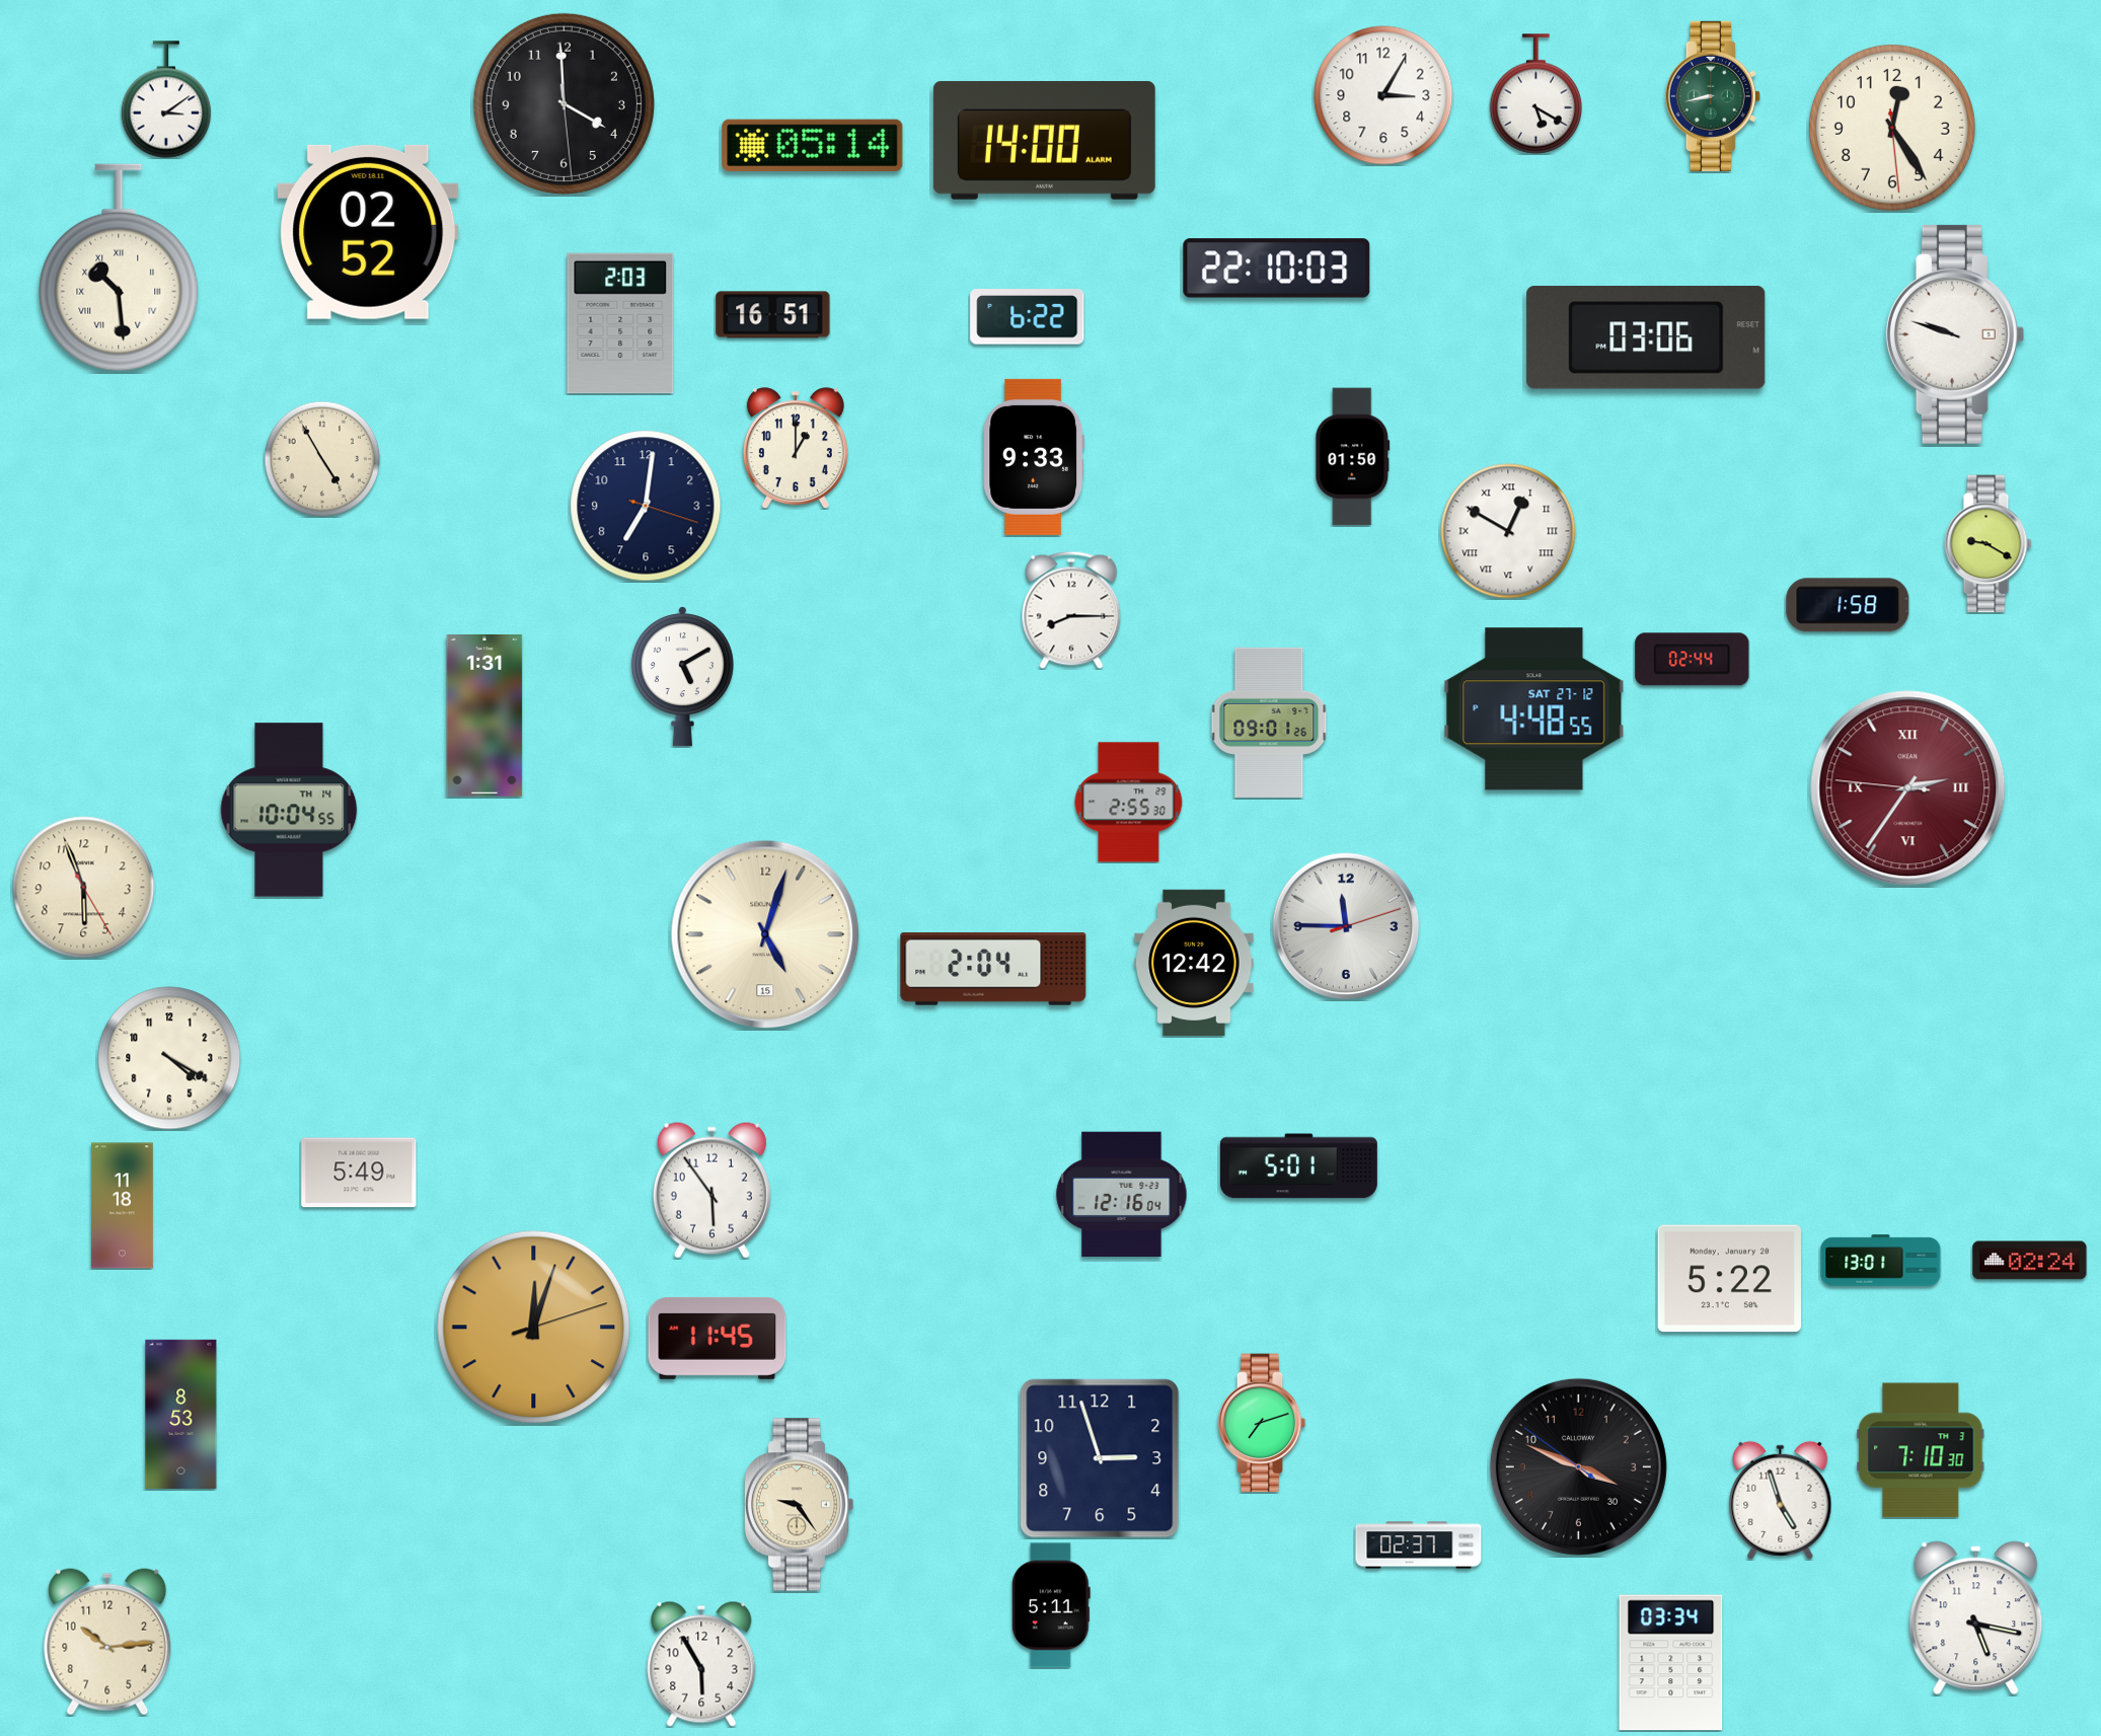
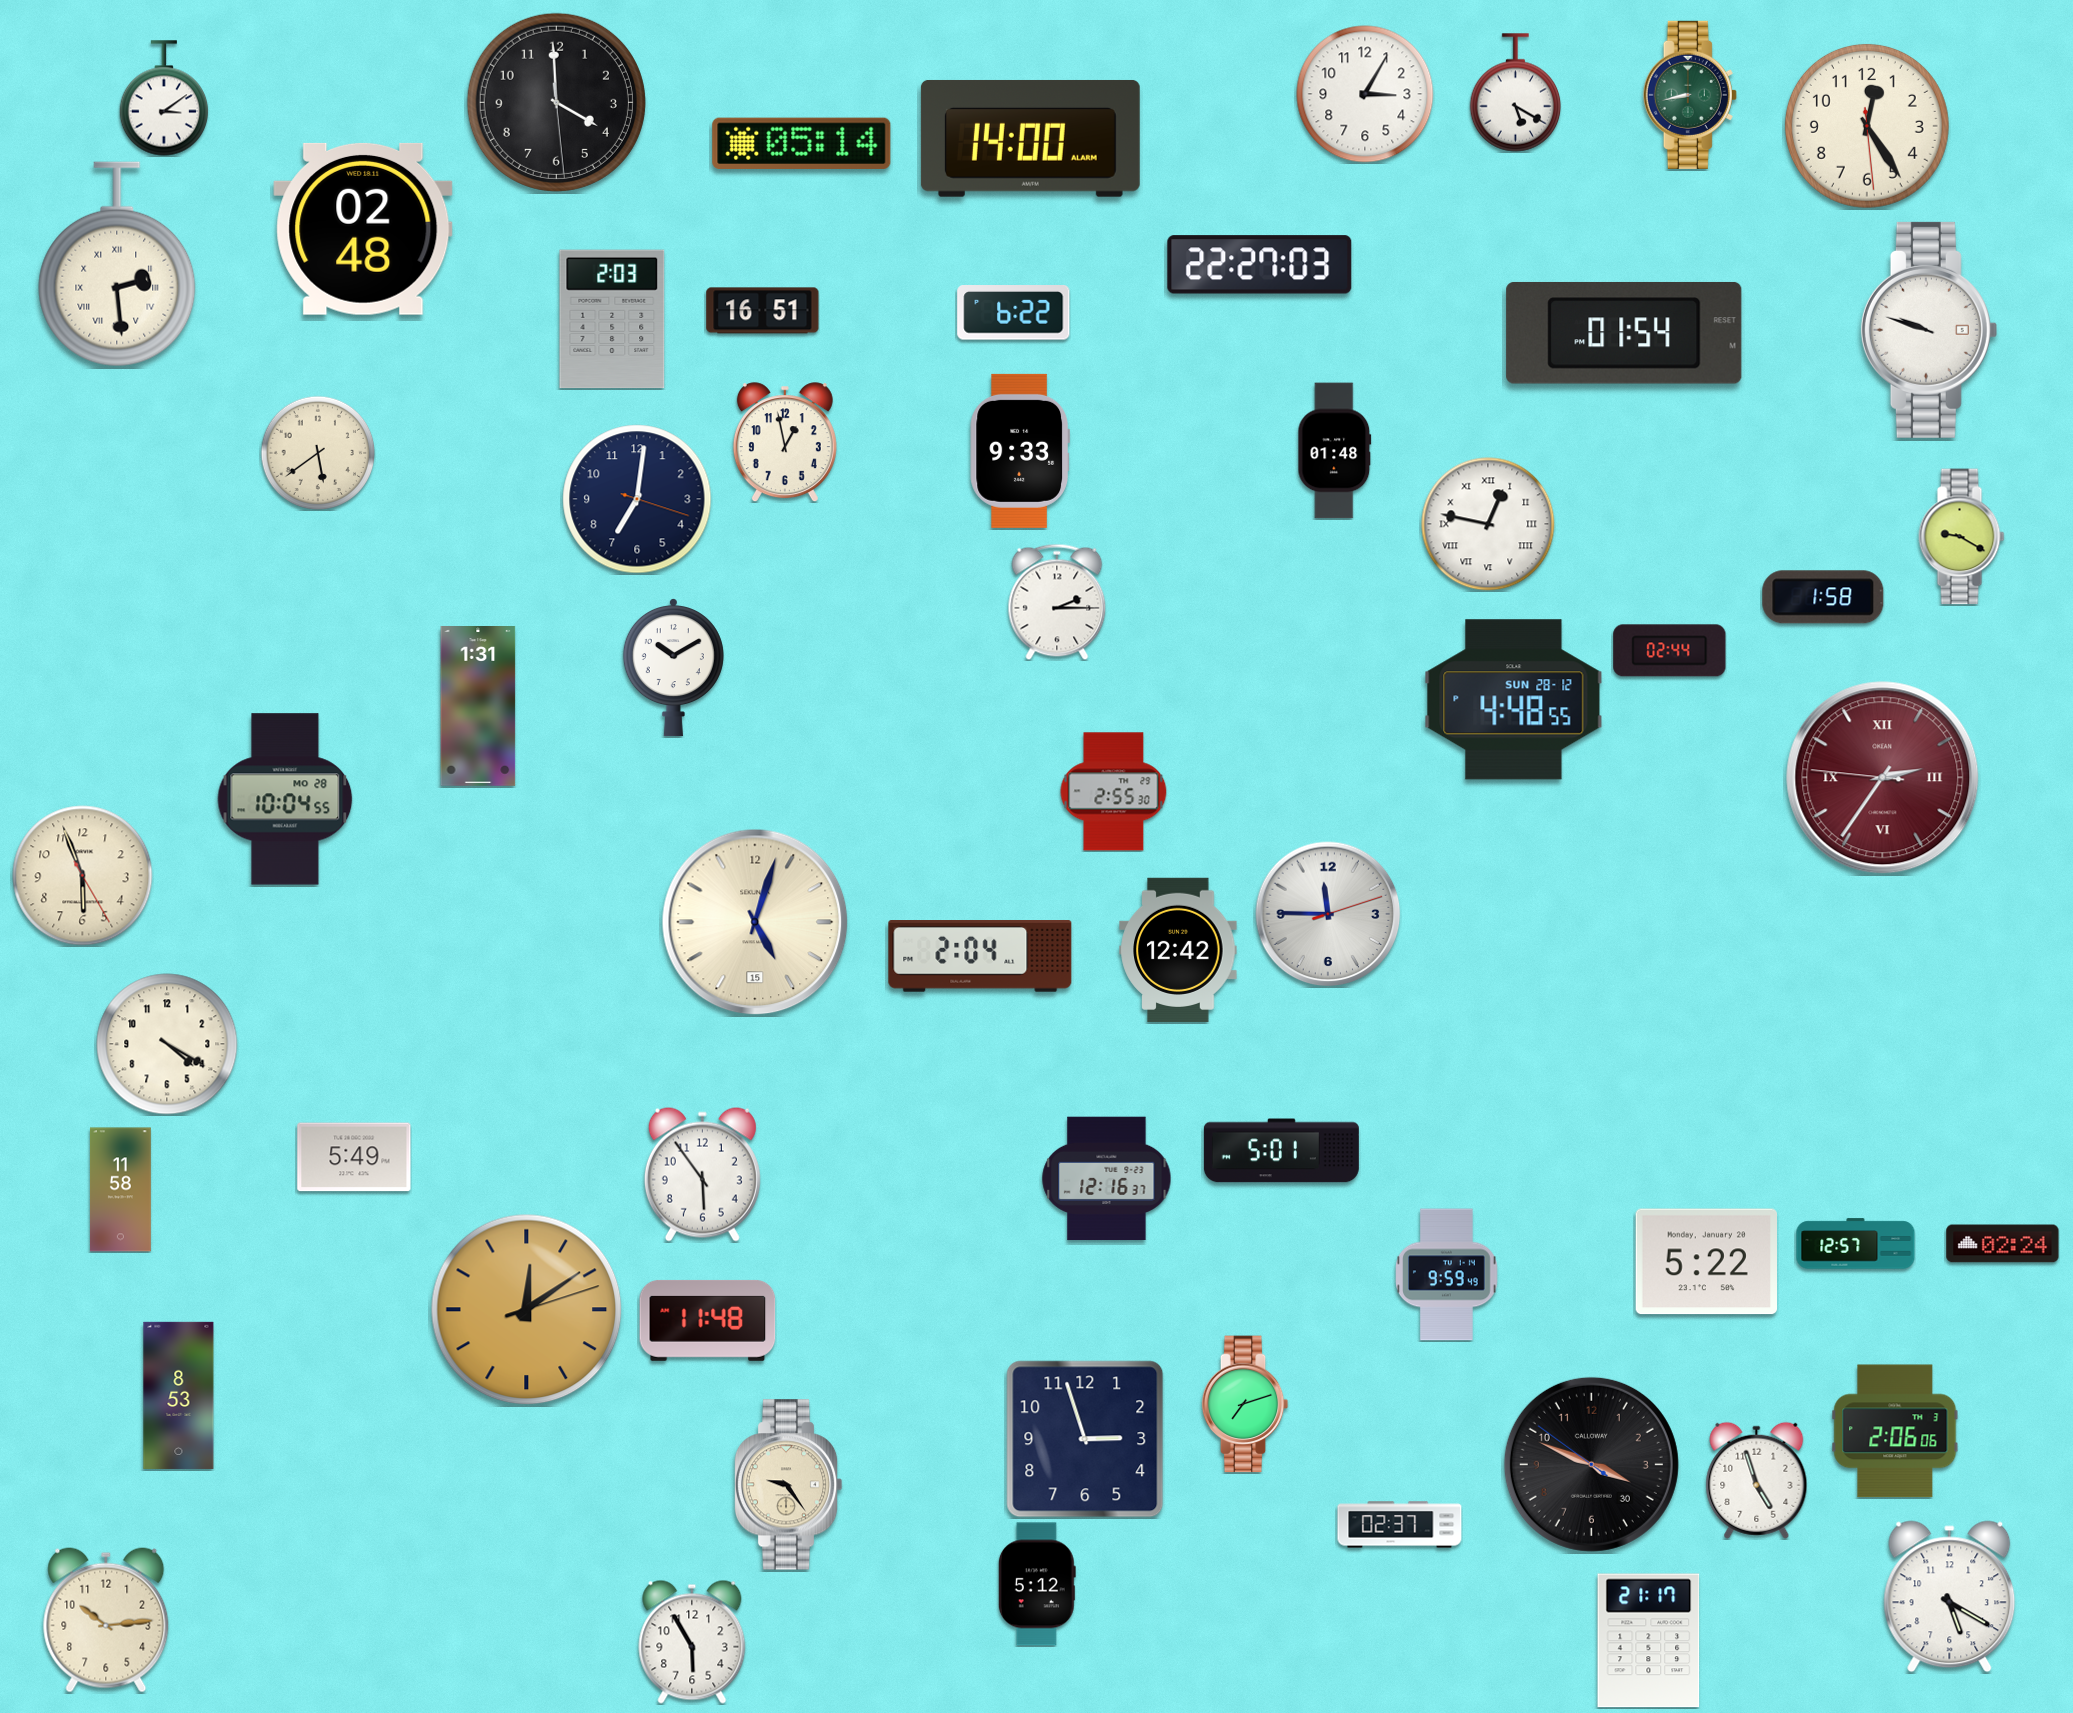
clock at (368, 232): 02:52 -> 02:48
clock at (119, 268): 10:29 -> 2:29
clock at (1277, 269): 22:10 -> 22:27
clock at (1646, 337): 03:06 -> 01:54
clock at (796, 448): 1:00 -> 12:58
clock at (1353, 457): 01:50 -> 01:48
clock at (322, 459): 4:55 -> 5:39
clock at (1508, 531): 12:50 -> 12:47
clock at (1071, 610): 8:15 -> 2:15
clock at (682, 677): 5:10 -> 10:10
clock at (1534, 709) date: SAT 27-12 -> SUN 28-12
clock at (1269, 723): 09:01 -> none
clock at (289, 810) date: TH 14 -> MO 28
clock at (1122, 1195): 12:16:04 -> 12:16:37
clock at (122, 1206): 11:18 -> 11:58
clock at (1881, 1261): 13:01 -> 12:57
clock at (1447, 1275): none -> 9:59
clock at (534, 1328): 12:03 -> 12:09
clock at (718, 1338): 11:45 -> 11:48
clock at (1921, 1450): 7:10 -> 2:06
clock at (1578, 1466) position: (1578, 1466) -> (1591, 1464)
clock at (1051, 1605): 5:11 -> 5:12
clock at (1976, 1618): 5:17 -> 5:20
clock at (1671, 1663): 03:34 -> 21:17
